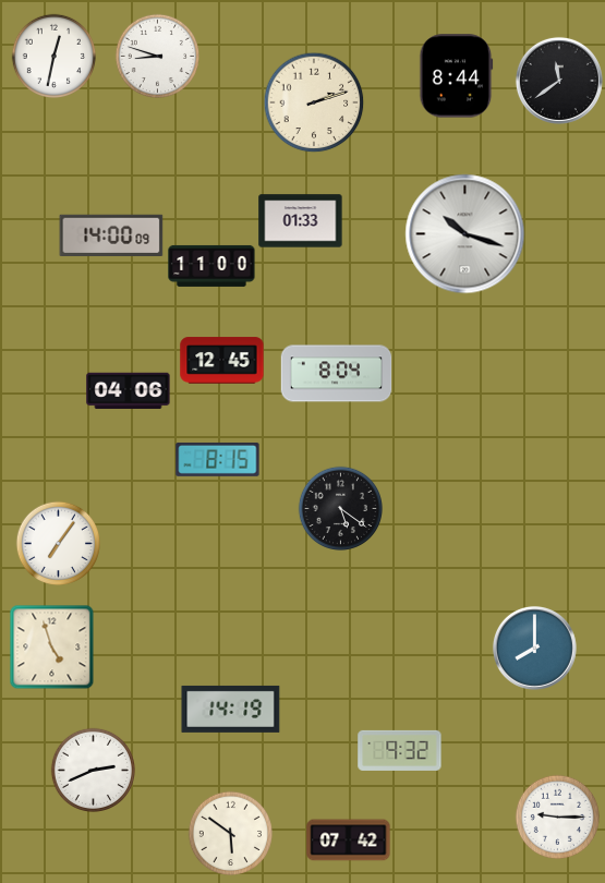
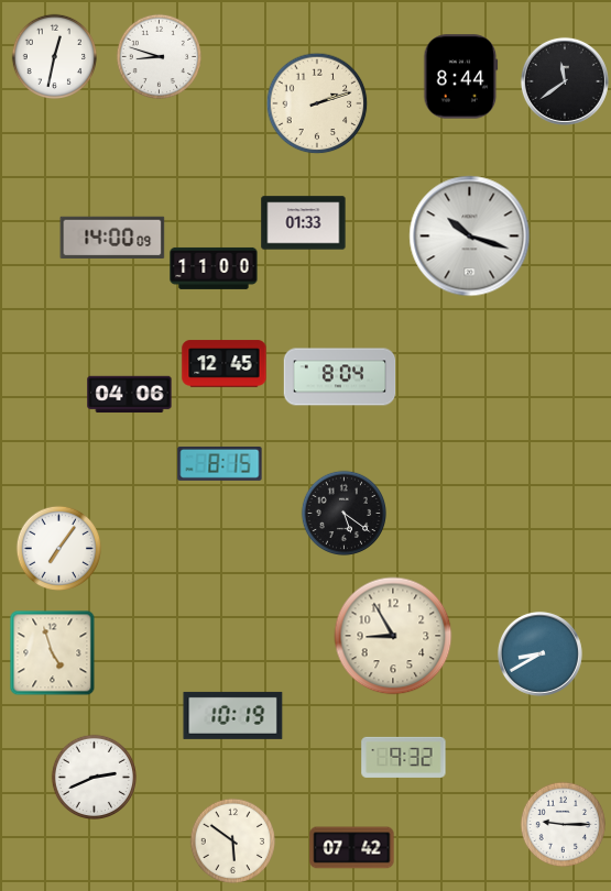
clock at (393, 636): none -> 8:55
clock at (534, 648): 8:00 -> 8:40
clock at (231, 709): 14:19 -> 10:19
